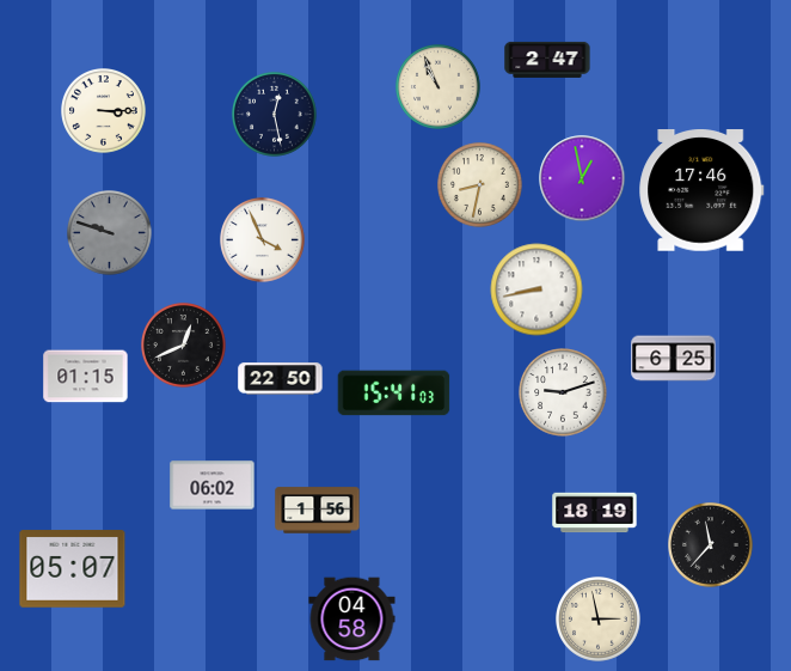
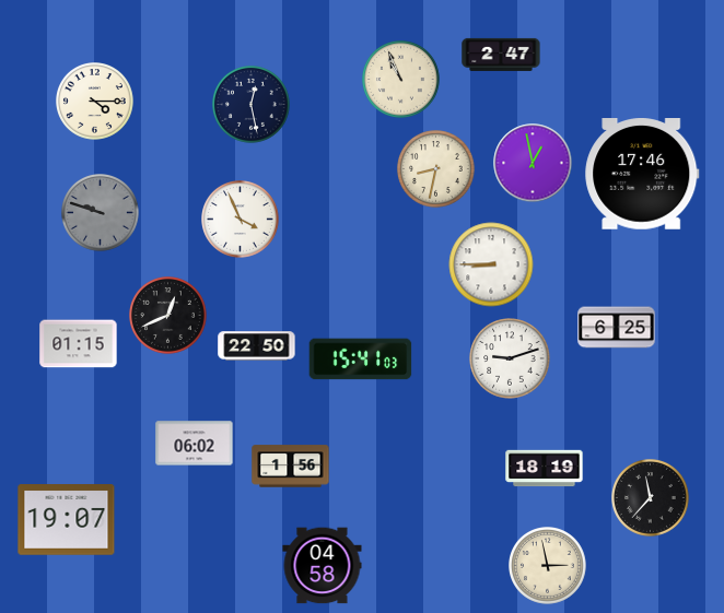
clock at (104, 111): 3:15 -> 4:15
clock at (480, 185) position: (480, 185) -> (436, 169)
clock at (536, 289): 8:43 -> 8:45
clock at (563, 392) position: (563, 392) -> (510, 358)
clock at (73, 569): 05:07 -> 19:07
